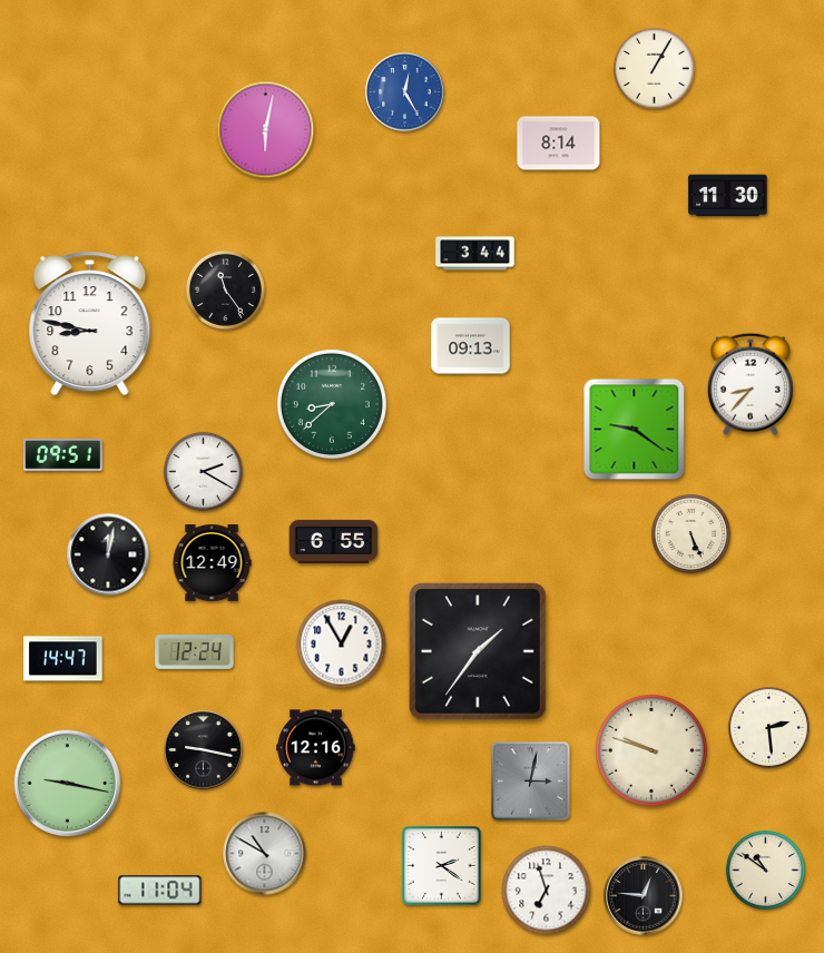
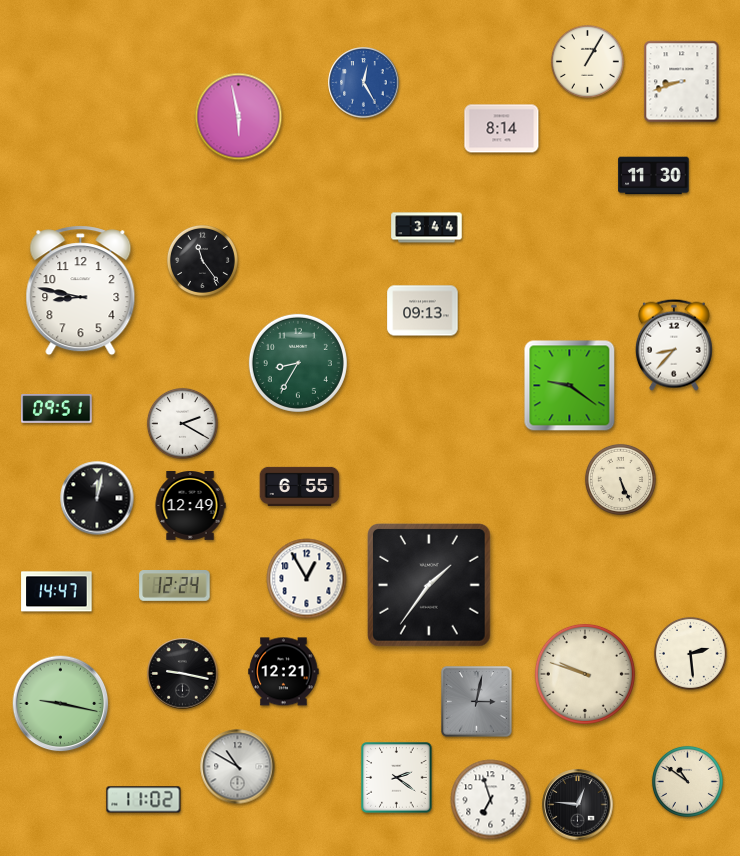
clock at (682, 82): none -> 8:42
clock at (266, 130): 6:02 -> 5:58
clock at (332, 404): 8:38 -> 8:35
clock at (316, 748): 12:16 -> 12:21
clock at (160, 891): 11:04 -> 11:02
